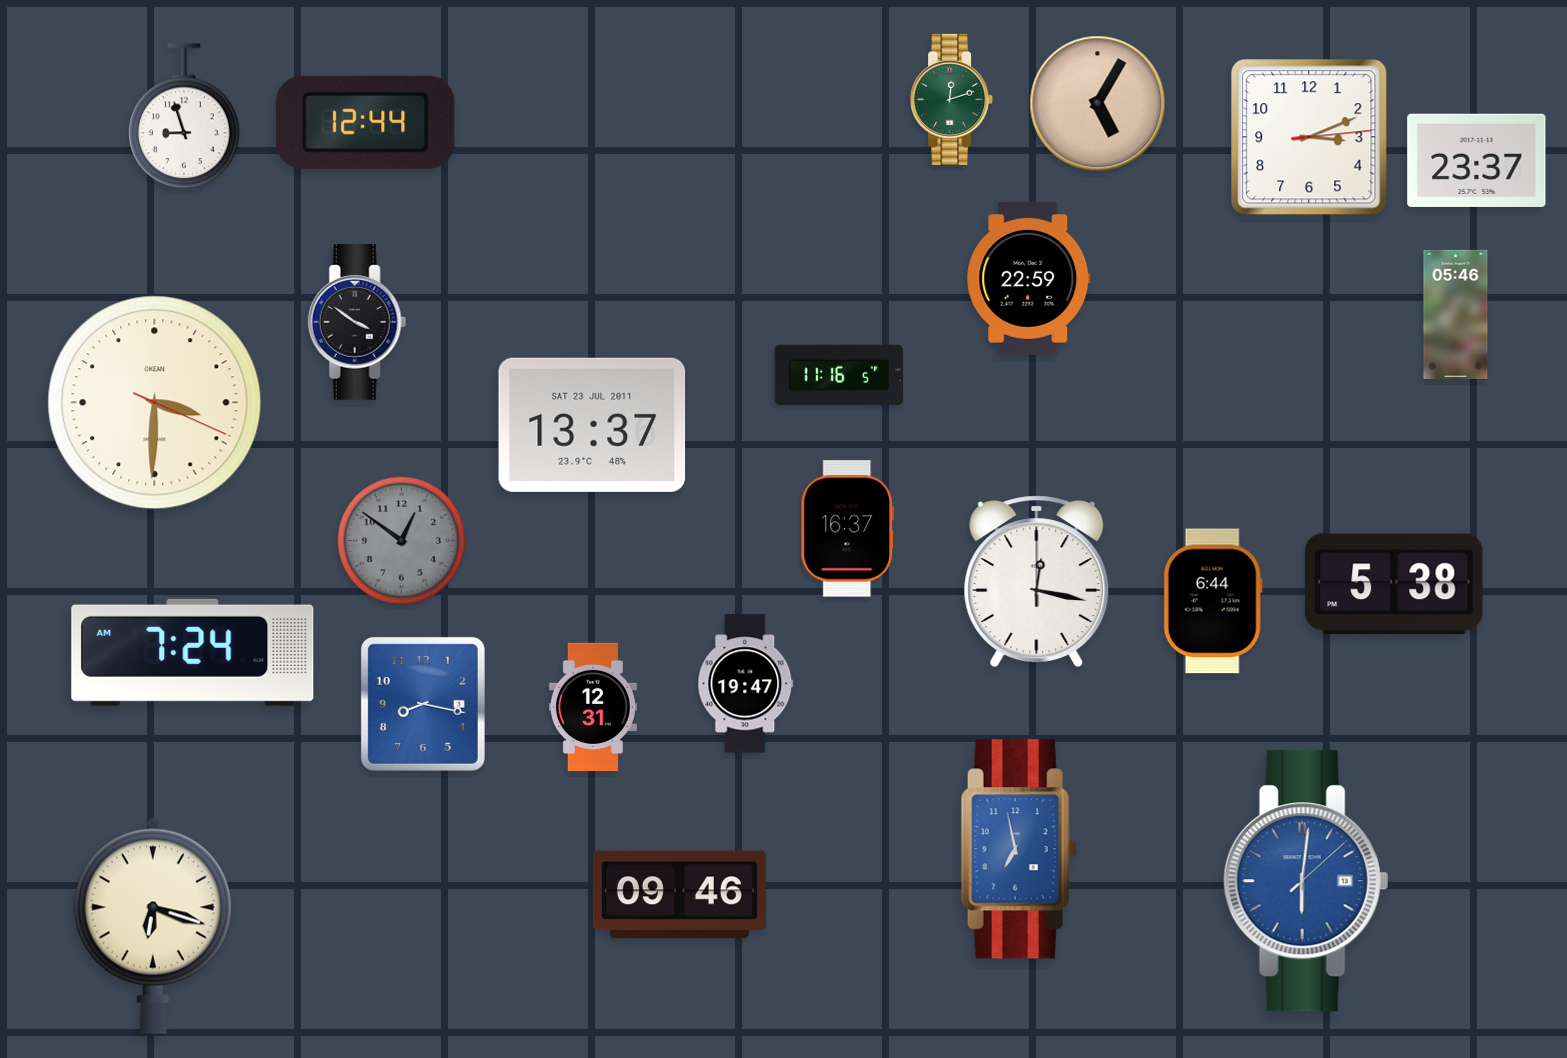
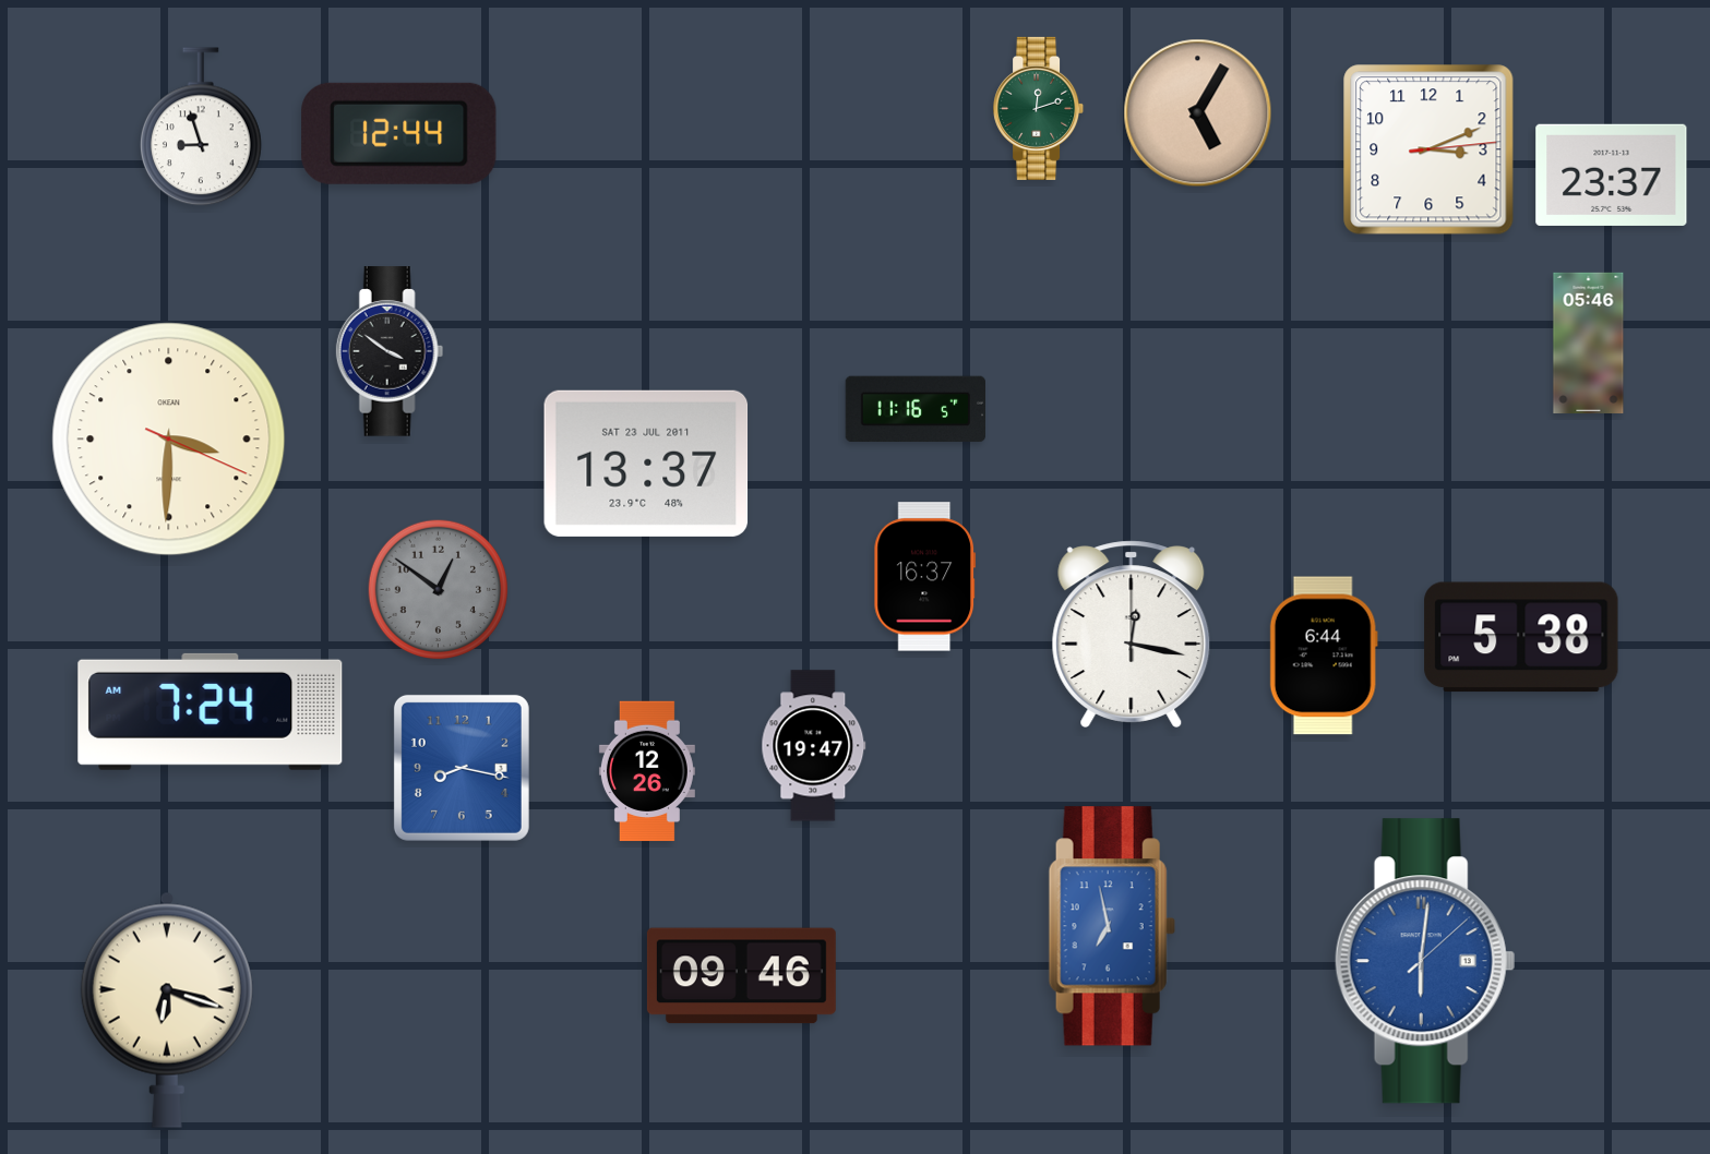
clock at (1029, 278): 22:59 -> none
clock at (593, 707): 12:31 -> 12:26
